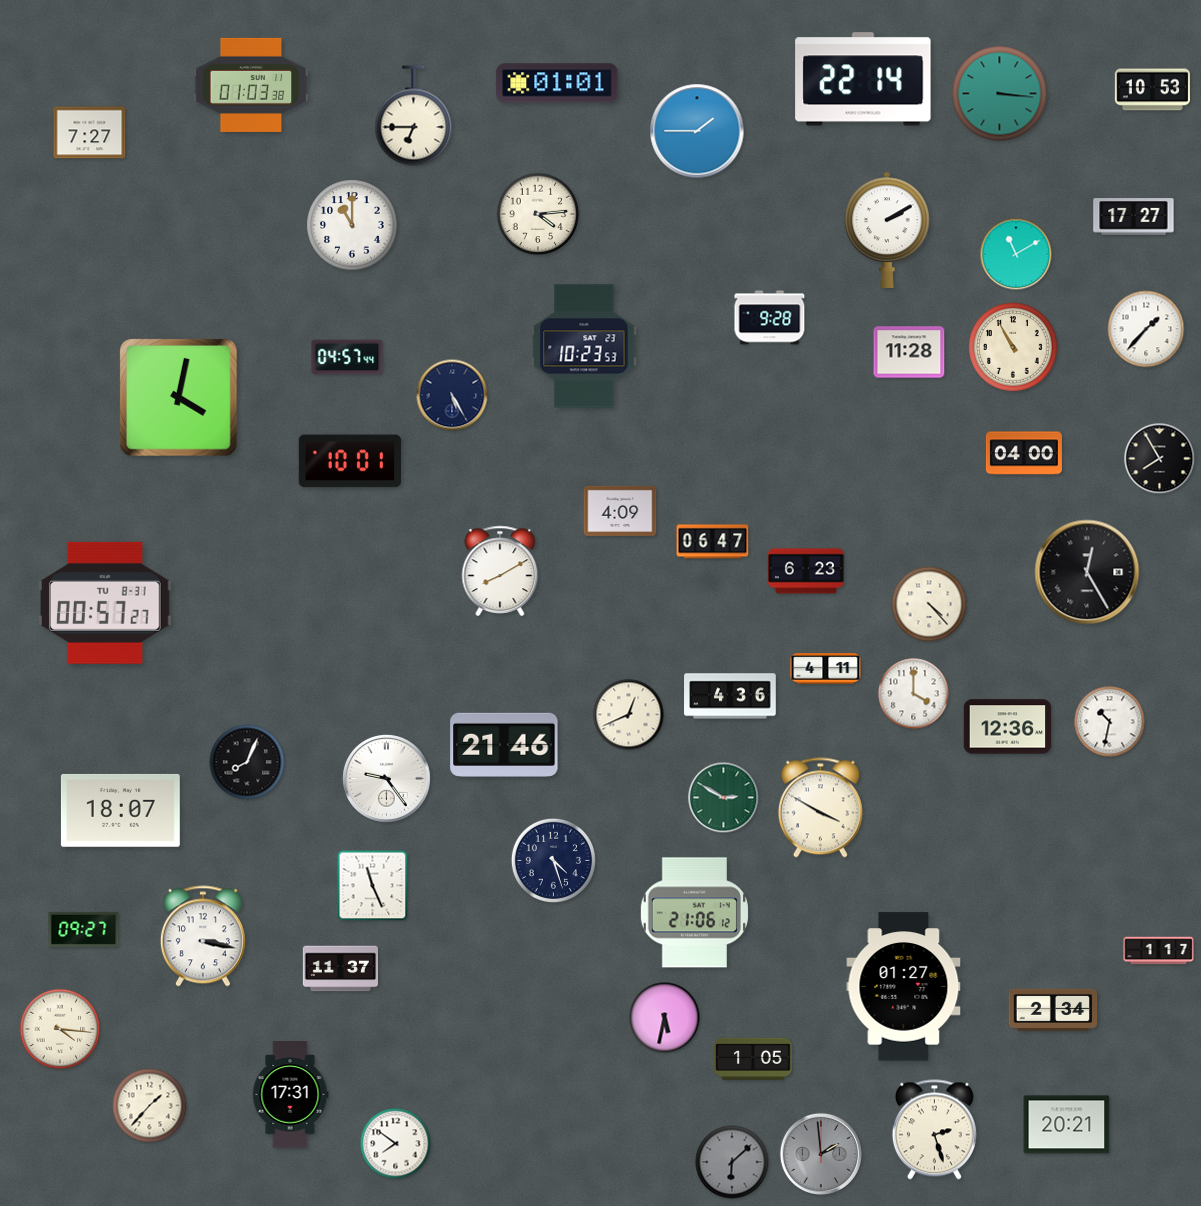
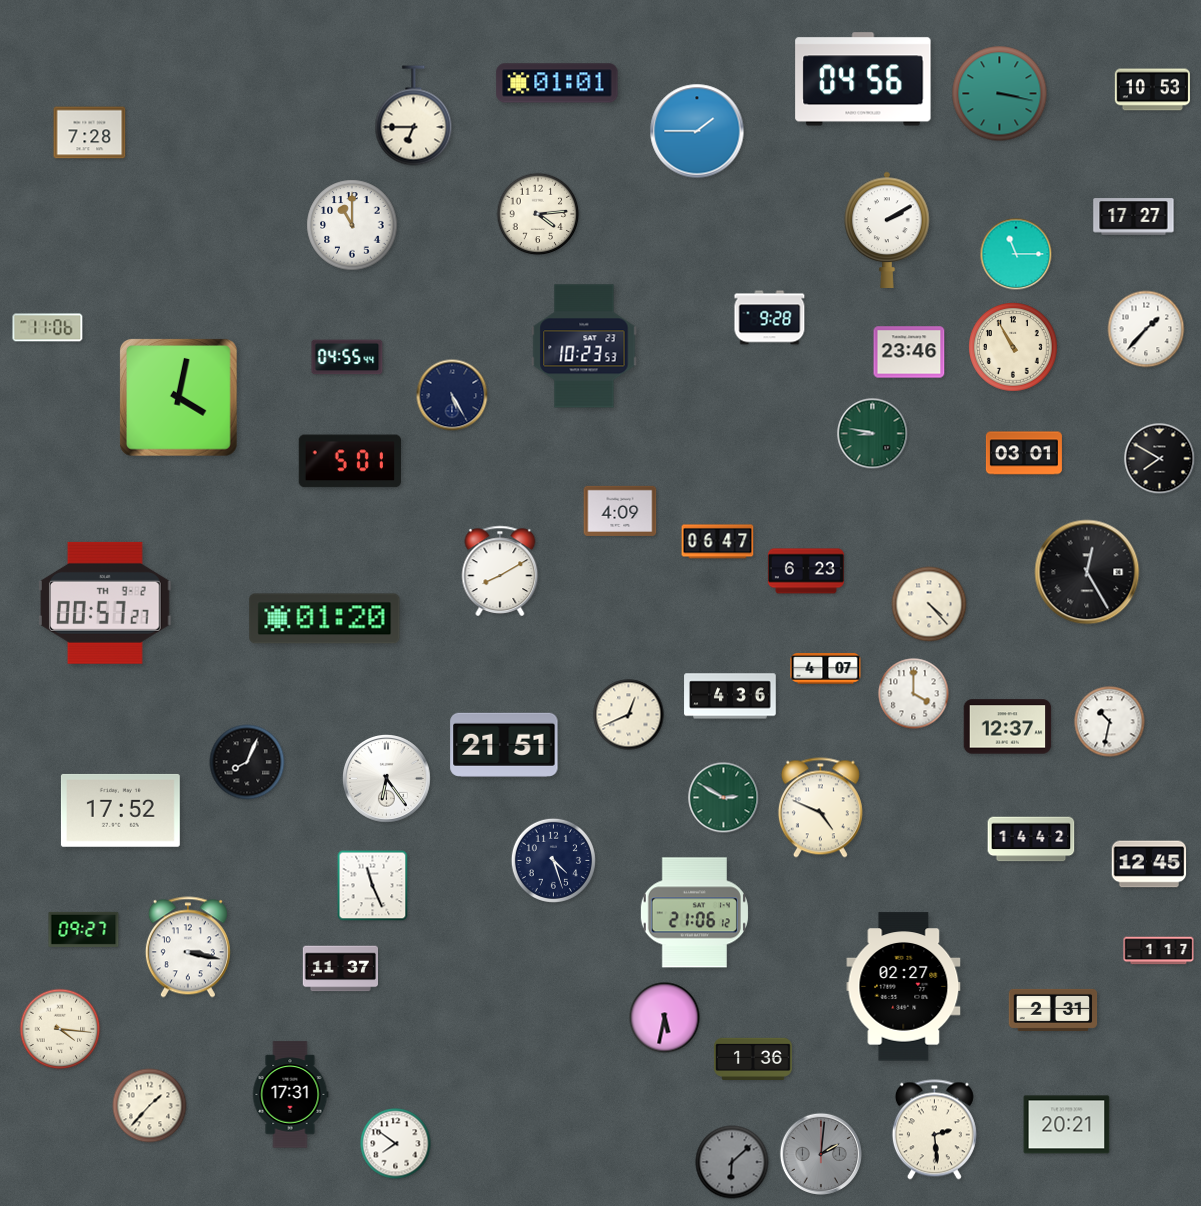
clock at (863, 79): 22:14 -> 04:56
clock at (251, 85): 01:03 -> none
clock at (1000, 94): 3:16 -> 3:17
clock at (90, 133): 7:27 -> 7:28
clock at (1016, 254): 11:10 -> 11:15
clock at (48, 328): none -> 11:06
clock at (909, 352): 11:28 -> 23:46
clock at (347, 357): 04:57 -> 04:55
clock at (873, 434): none -> 8:47
clock at (1024, 453): 04:00 -> 03:01
clock at (1160, 459): 7:55 -> 7:50
clock at (350, 461): 10:01 -> 5:01
clock at (713, 542) position: (713, 542) -> (718, 542)
clock at (106, 603) date: TU 8-31 -> TH 9-2
clock at (325, 619): none -> 01:20
clock at (826, 669): 4:11 -> 4:07
clock at (1008, 727): 12:36 -> 12:37
clock at (504, 745): 21:46 -> 21:51
clock at (387, 779): 9:24 -> 6:24
clock at (820, 808): 3:50 -> 4:49
clock at (120, 810): 18:07 -> 17:52
clock at (1031, 839): none -> 14:42
clock at (1149, 864): none -> 12:45
clock at (203, 936) position: (203, 936) -> (188, 947)
clock at (904, 987): 01:27 -> 02:27
clock at (1053, 1010): 2:34 -> 2:31
clock at (753, 1058): 1:05 -> 1:36
clock at (934, 1130): 2:27 -> 2:29
clock at (820, 1153): 1:59 -> 2:01
